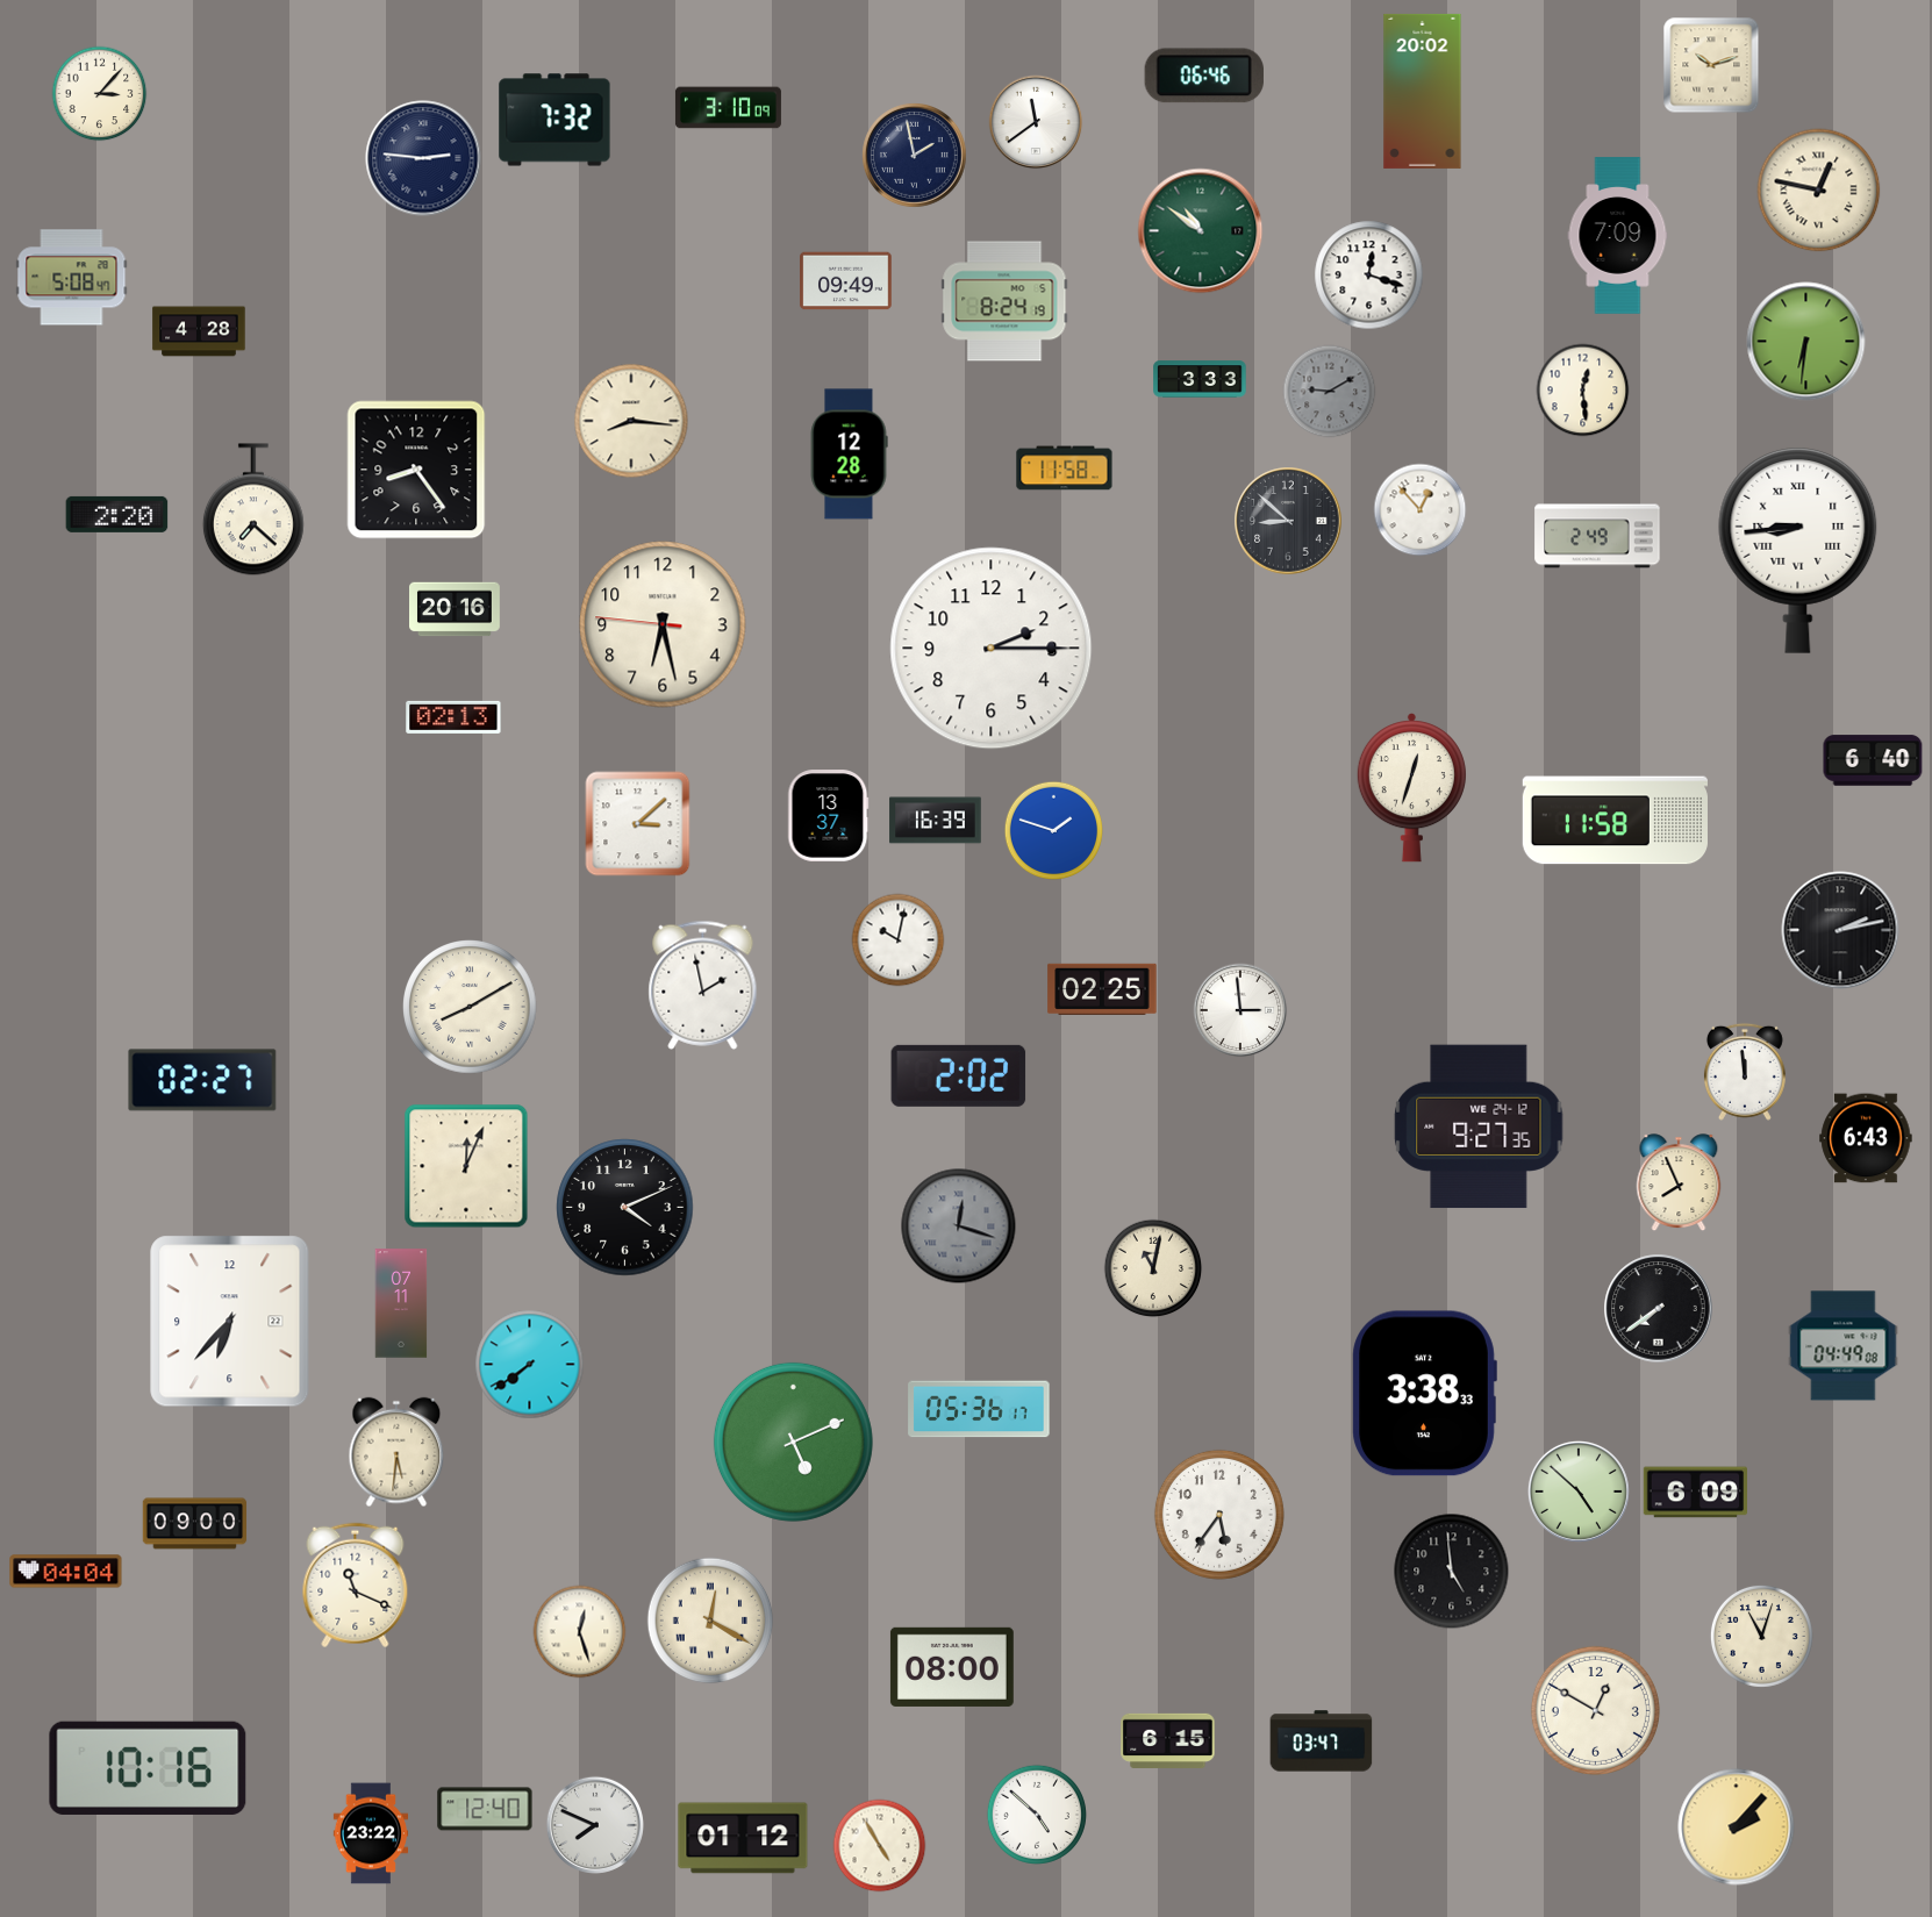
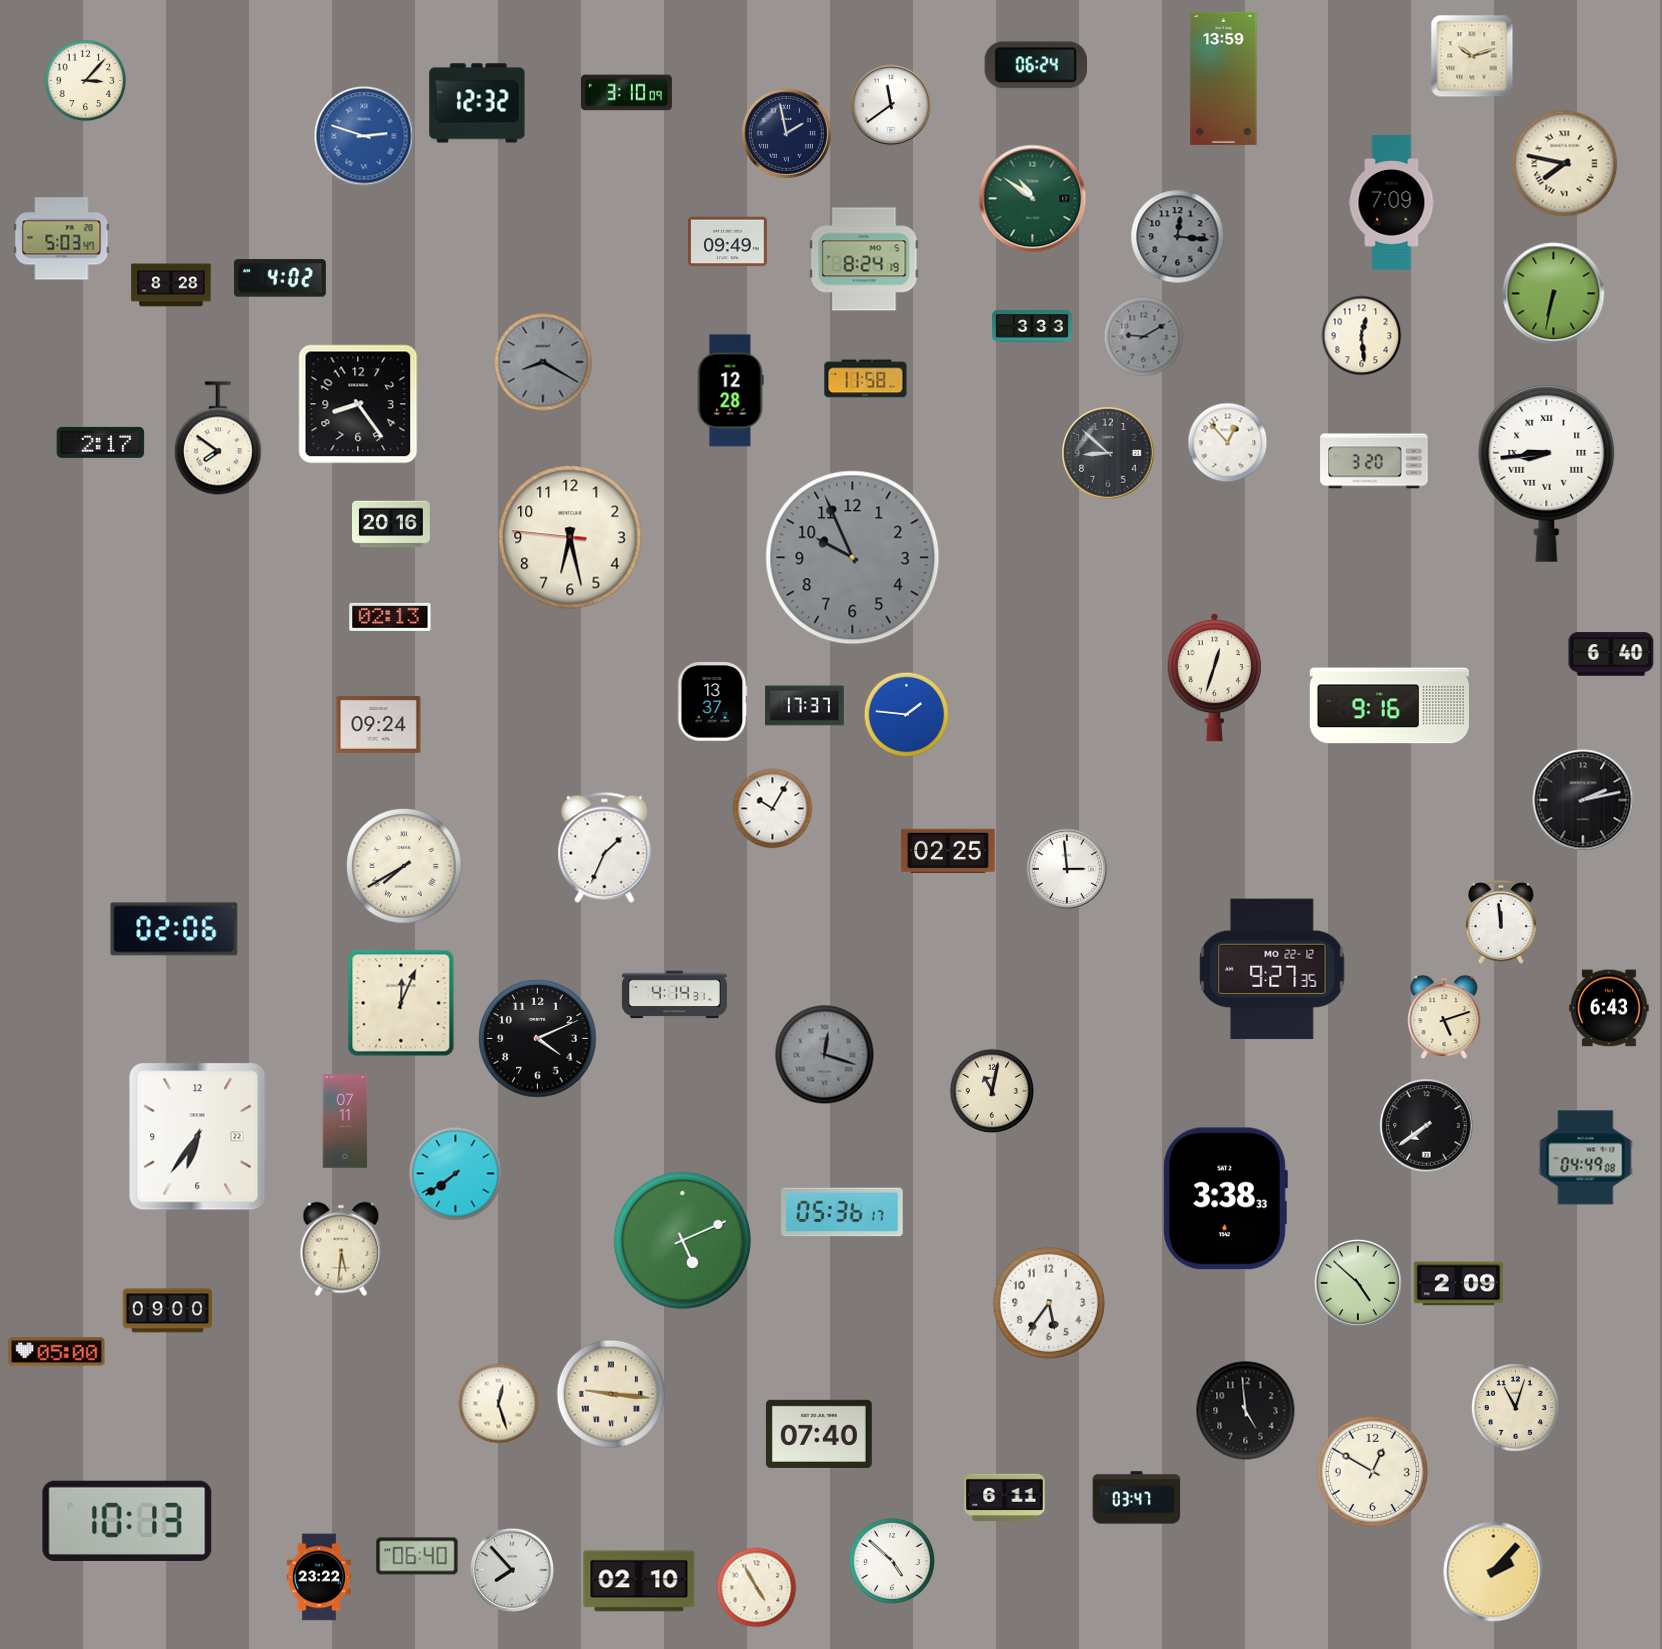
clock at (1204, 76): 06:46 -> 06:24
clock at (1423, 91): 20:02 -> 13:59
clock at (554, 120): 7:32 -> 12:32
clock at (423, 158): 2:46 -> 2:48
clock at (423, 158) dial: navy -> blue
clock at (1819, 191): 12:47 -> 7:47
clock at (1369, 276): 12:18 -> 12:16
clock at (1369, 276) dial: white -> grey
clock at (72, 278): 5:08 -> 5:03
clock at (280, 278): none -> 4:02
clock at (199, 331): 4:28 -> 8:28
clock at (1806, 342): 6:31 -> 6:32
clock at (631, 421): 8:16 -> 8:20
clock at (631, 421) dial: cream -> grey
clock at (1065, 468) position: (1065, 468) -> (866, 379)
clock at (253, 509): 7:22 -> 7:51
clock at (1421, 510) position: (1421, 510) -> (1228, 443)
clock at (117, 514): 2:20 -> 2:17
clock at (1288, 521) position: (1288, 521) -> (1108, 453)
clock at (1597, 536): 2:49 -> 3:20
clock at (992, 649): 2:15 -> 9:56
clock at (992, 649) dial: white -> grey
clock at (936, 821): 16:39 -> 17:37
clock at (1615, 821): 11:58 -> 9:16
clock at (638, 824): 3:08 -> none
clock at (1053, 830): 1:48 -> 1:46
clock at (379, 724): none -> 09:24
clock at (899, 940): 10:02 -> 10:05
clock at (703, 985): 1:58 -> 1:34
clock at (471, 1008): 8:10 -> 7:40
clock at (959, 1075): 2:02 -> none
clock at (202, 1080): 02:27 -> 02:06
clock at (1479, 1126) date: WE 24-12 -> MO 22-12
clock at (1866, 1138) position: (1866, 1138) -> (1609, 1008)
clock at (674, 995): none -> 4:14
clock at (1679, 1183): 7:56 -> 5:12
clock at (230, 1322): 6:37 -> 6:36
clock at (1696, 1493): 6:09 -> 2:09
clock at (66, 1572): 04:04 -> 05:00
clock at (1452, 1572) position: (1452, 1572) -> (1246, 1411)
clock at (356, 1586): 11:19 -> none
clock at (710, 1621): 12:20 -> 9:16
clock at (952, 1667): 08:00 -> 07:40
clock at (1168, 1740): 6:15 -> 6:11
clock at (148, 1768): 10:16 -> 10:13
clock at (485, 1809): 12:40 -> 06:40
clock at (595, 1825): 7:49 -> 7:53
clock at (743, 1838): 01:12 -> 02:10
